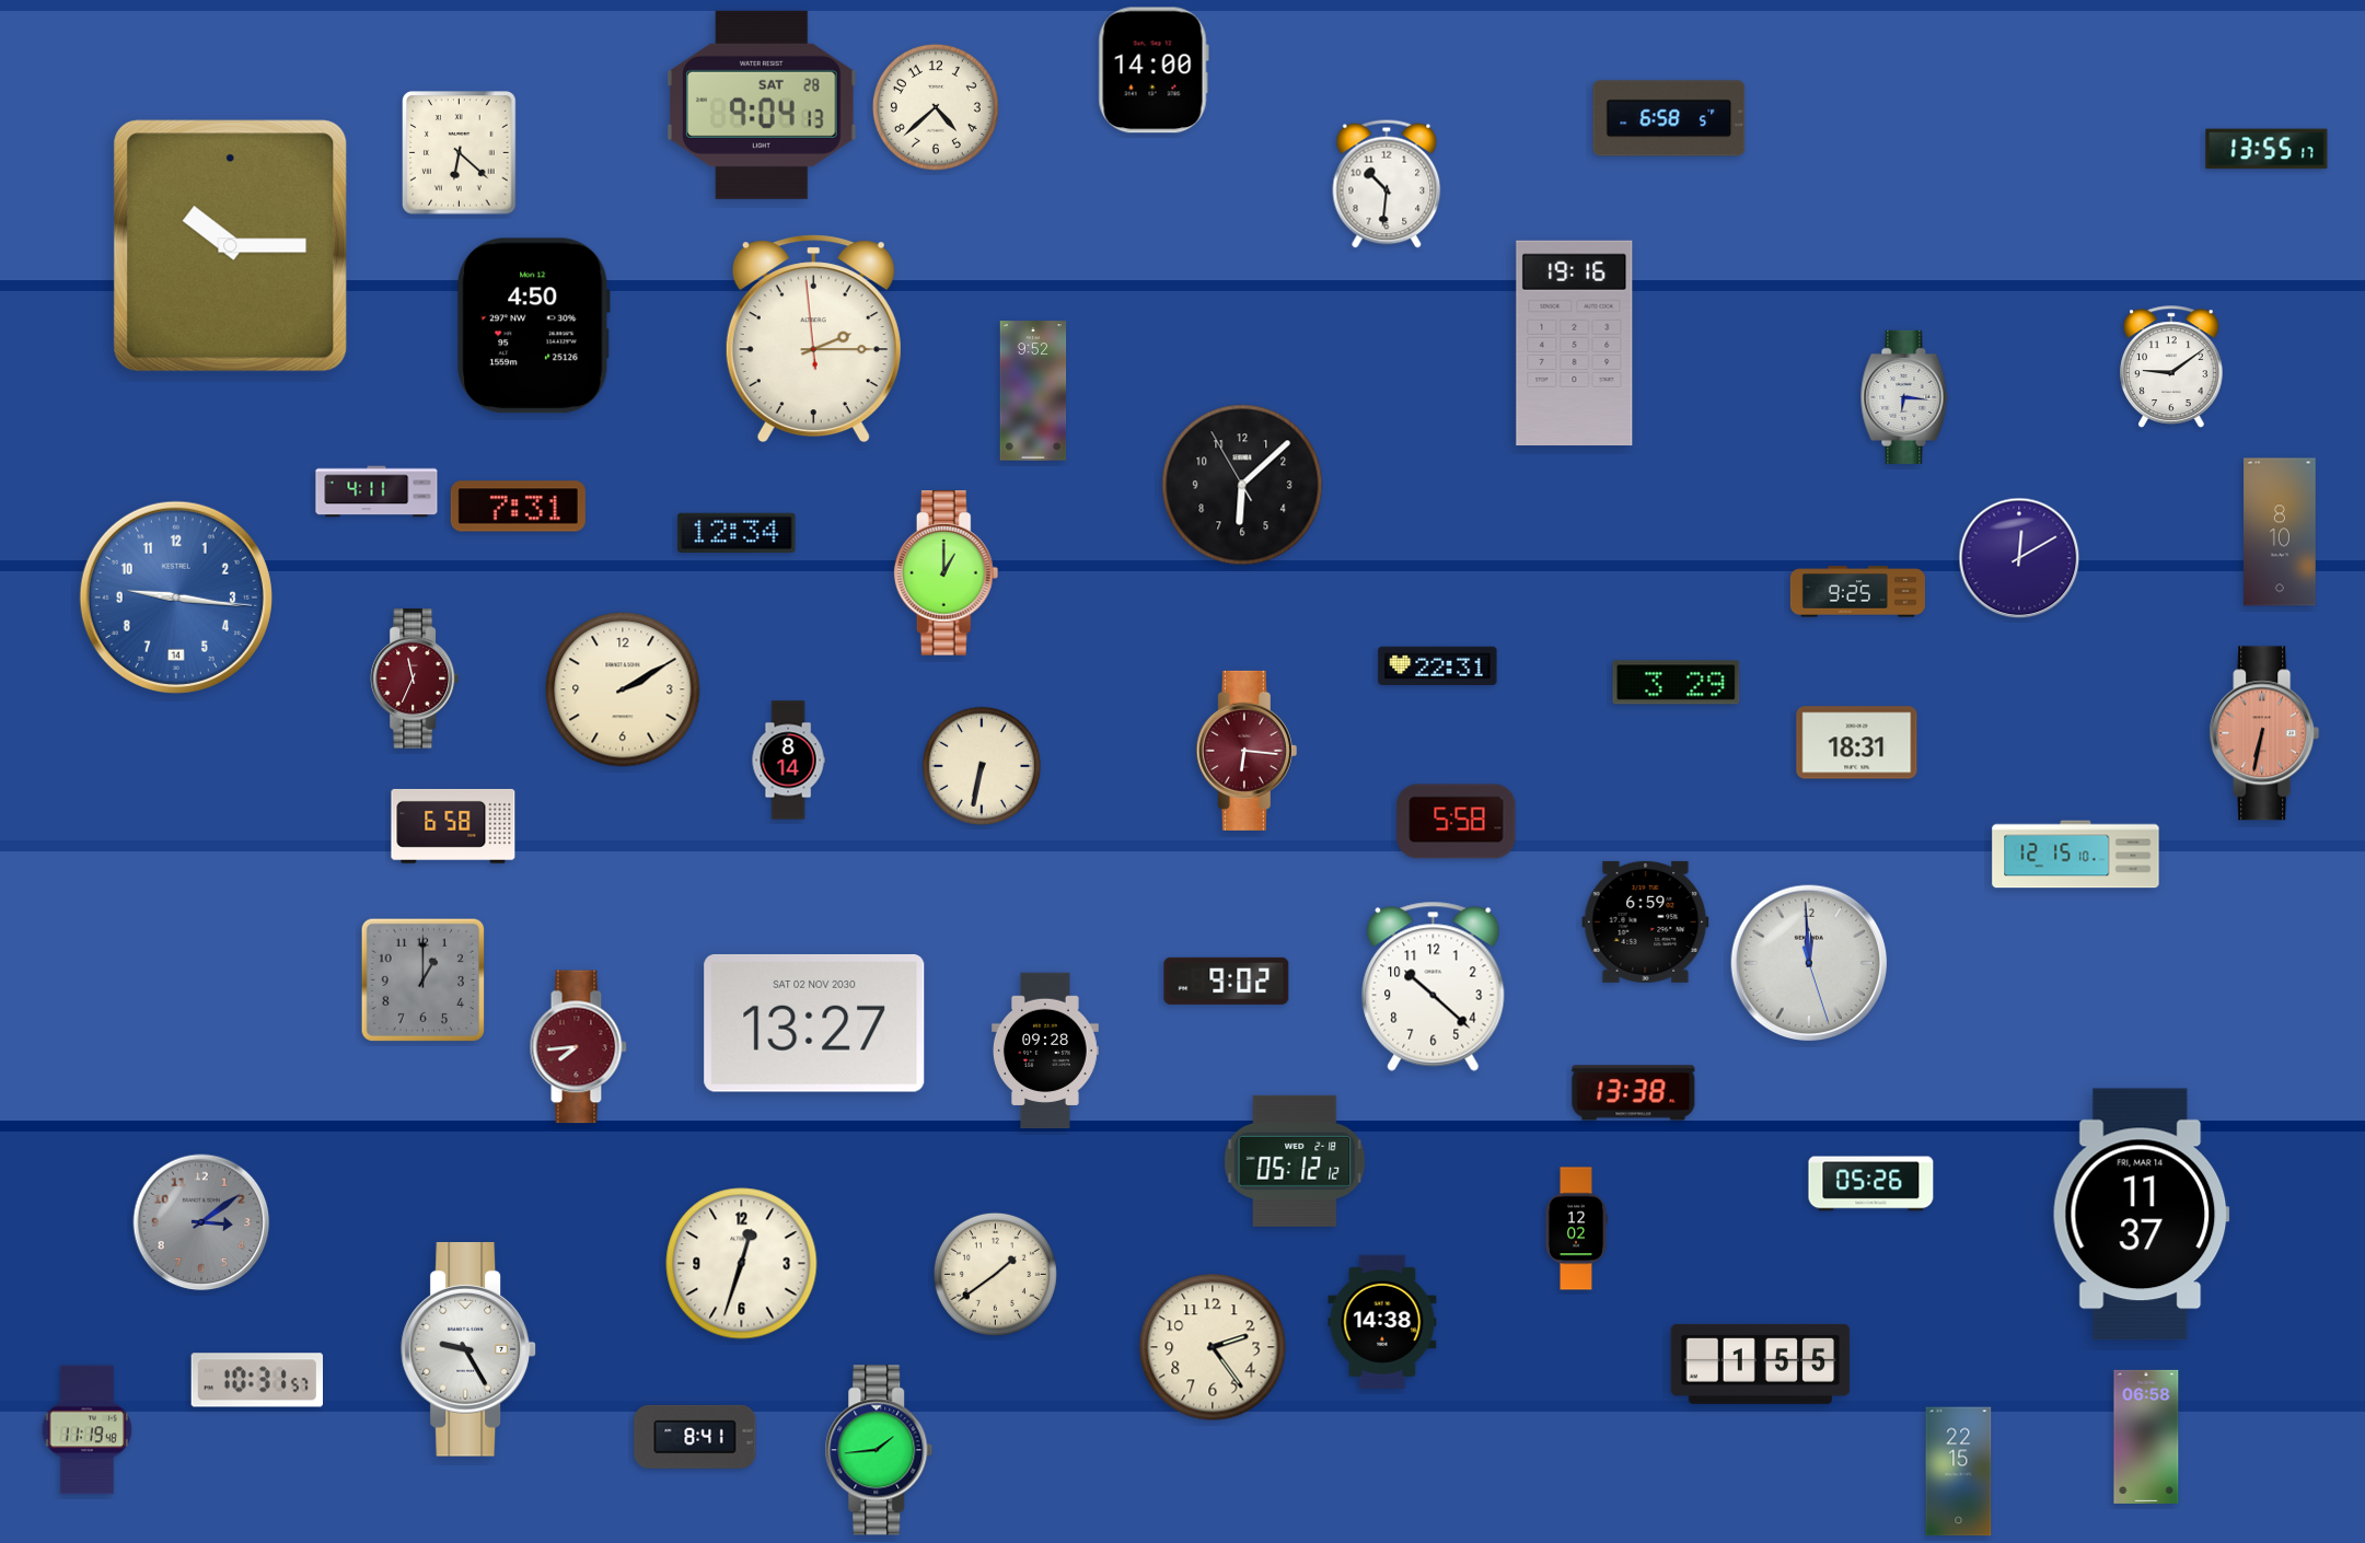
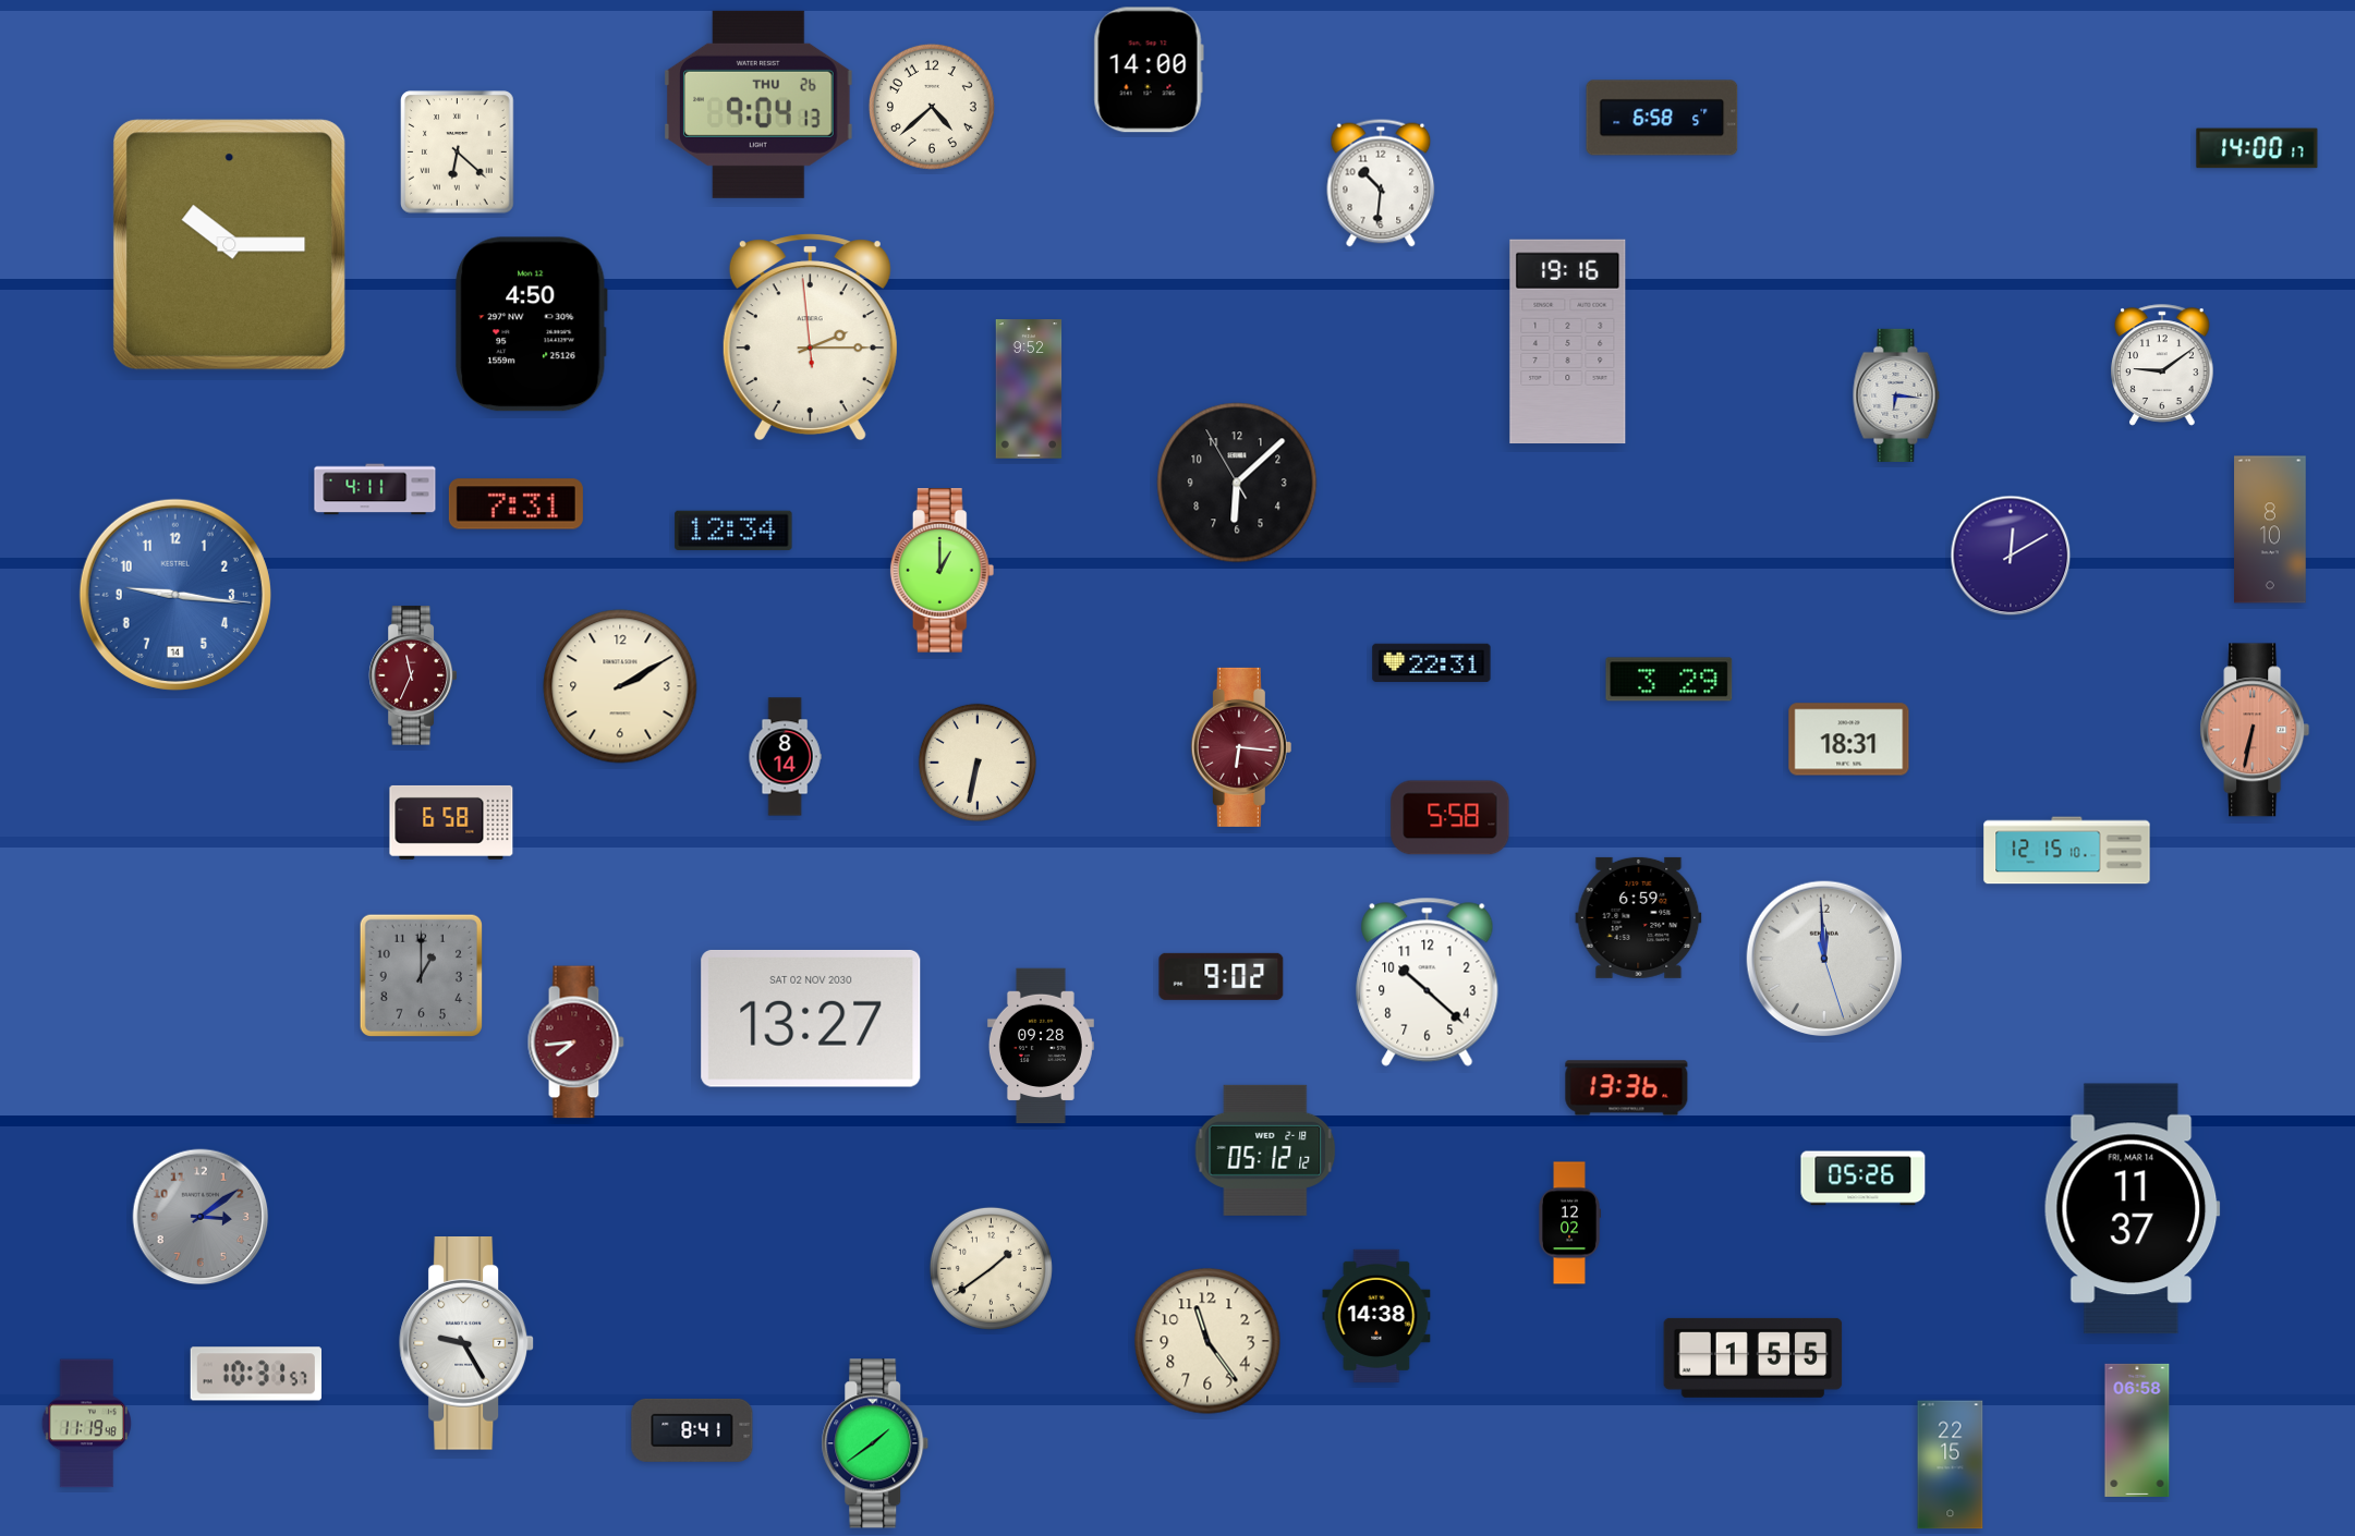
clock at (762, 105) date: SAT 28 -> THU 26
clock at (2267, 149): 13:55 -> 14:00
clock at (1857, 592): 9:25 -> none
clock at (1809, 963) position: (1809, 963) -> (1824, 959)
clock at (1634, 1093): 13:38 -> 13:36
clock at (1295, 1161) position: (1295, 1161) -> (1265, 1150)
clock at (742, 1264): 12:33 -> none
clock at (1213, 1347): 2:24 -> 11:24
clock at (879, 1450): 1:44 -> 1:39
